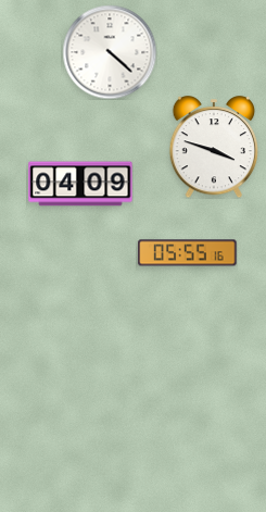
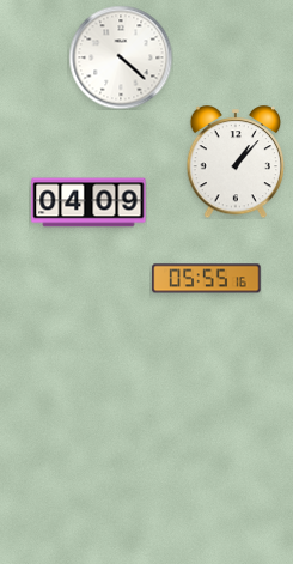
clock at (214, 148): 3:48 -> 1:07
